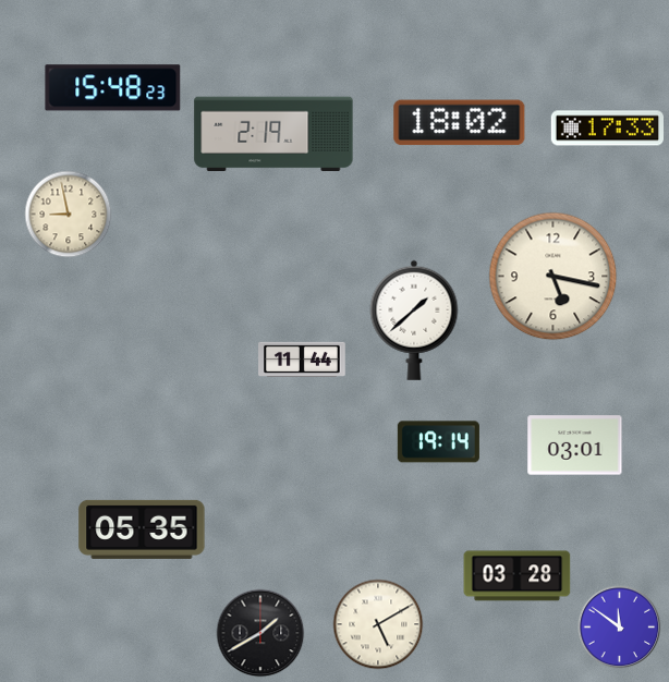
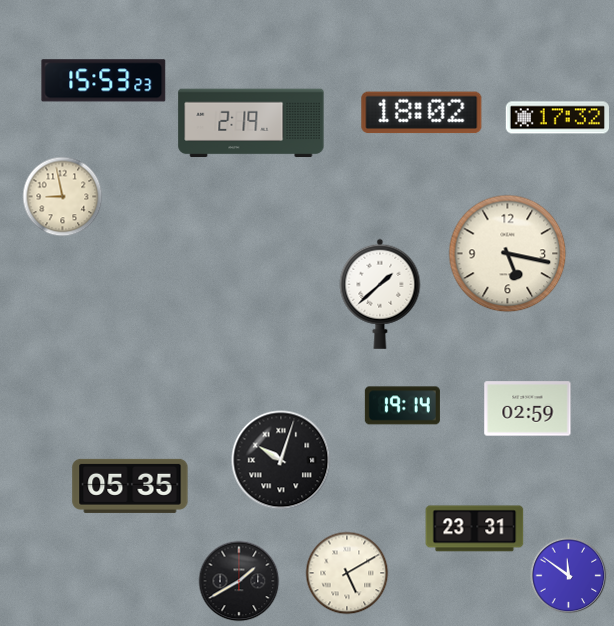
clock at (113, 88): 15:48 -> 15:53
clock at (607, 129): 17:33 -> 17:32
clock at (302, 358): 11:44 -> none
clock at (575, 446): 03:01 -> 02:59
clock at (281, 460): none -> 10:03
clock at (518, 576): 03:28 -> 23:31
